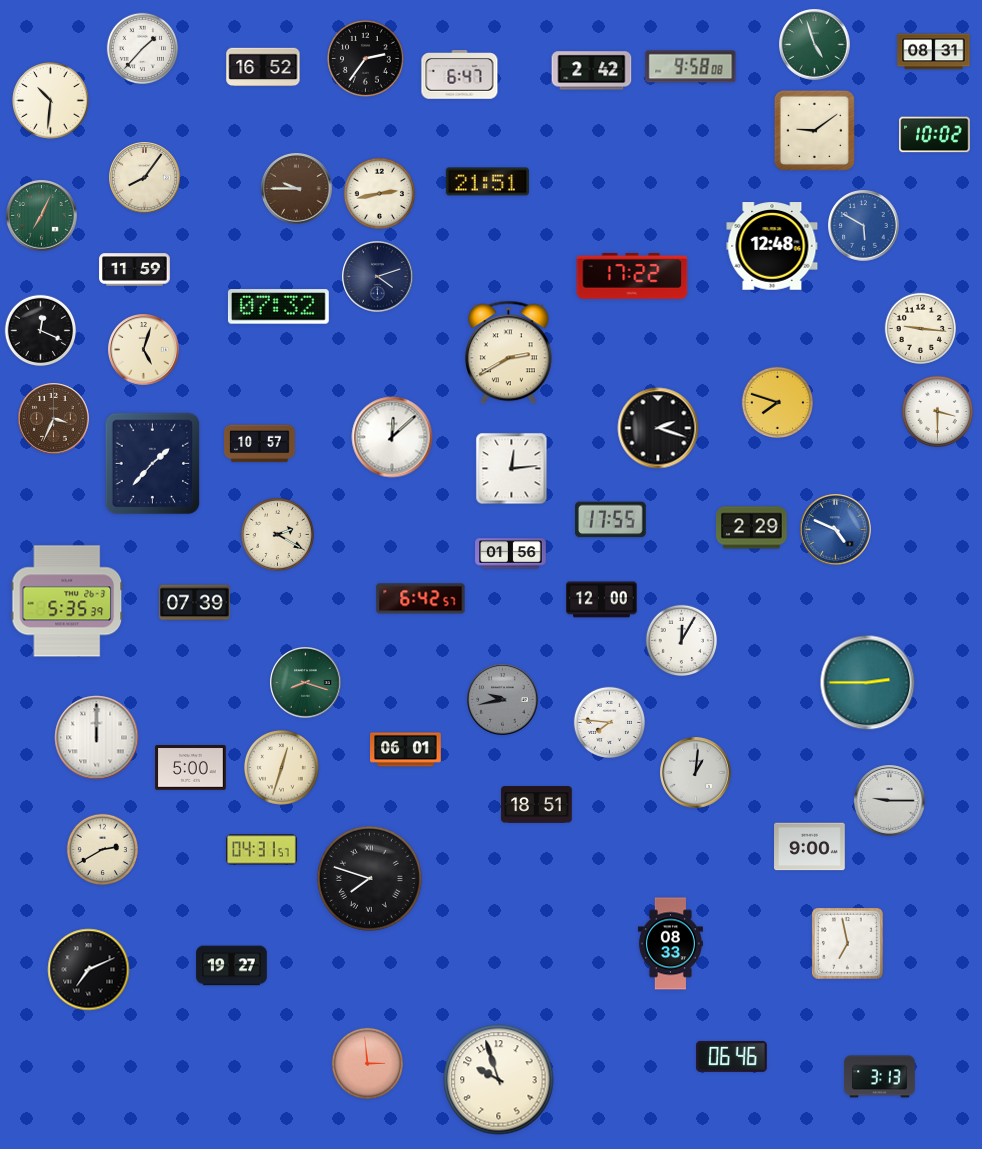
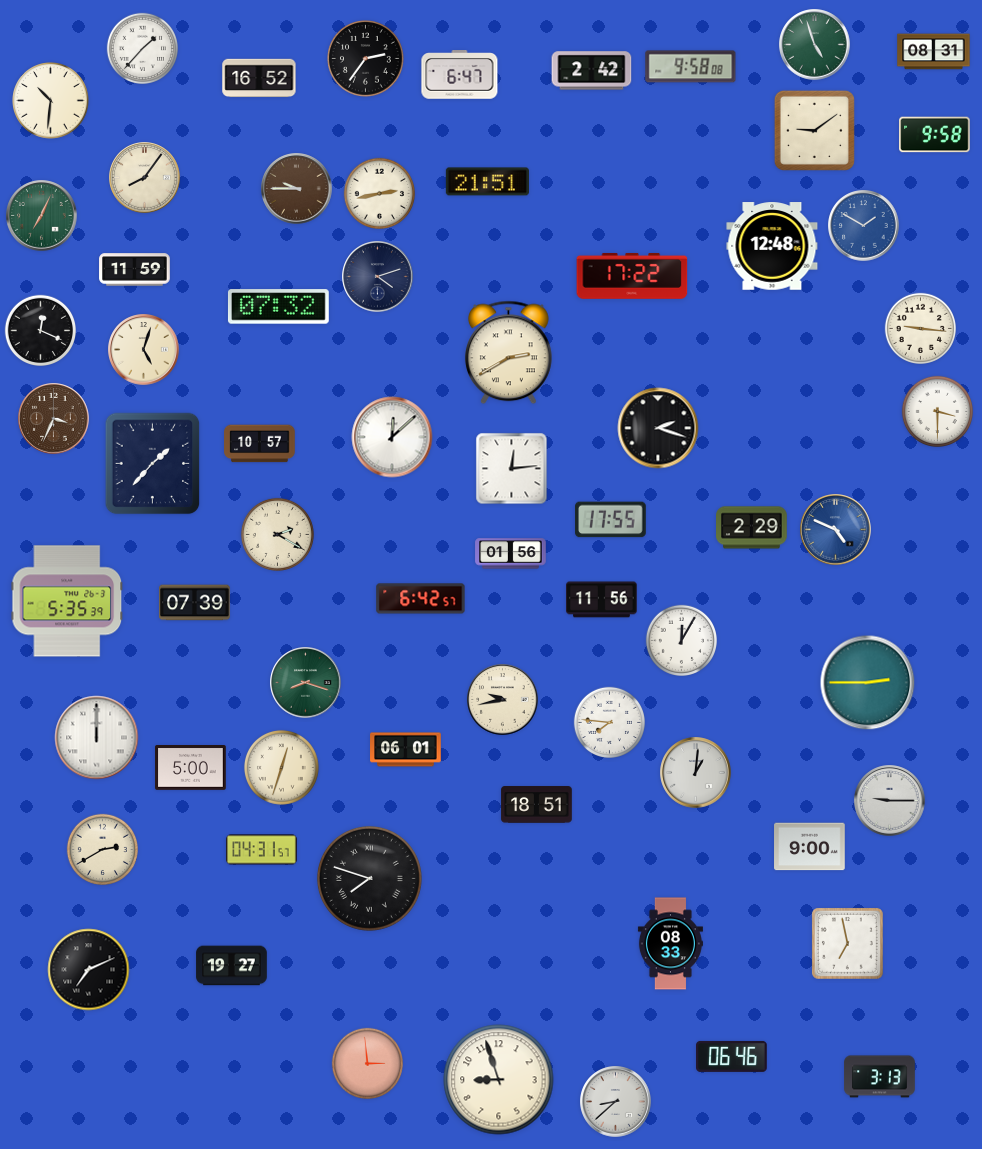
clock at (263, 67) position: (263, 67) -> (259, 78)
clock at (935, 135): 10:02 -> 9:58
clock at (864, 226): 5:50 -> 1:50
clock at (777, 402): 7:48 -> none
clock at (602, 600): 12:00 -> 11:56
clock at (503, 700) dial: grey -> cream
clock at (499, 1080): 9:57 -> 8:57
clock at (616, 1102): none -> 8:38
